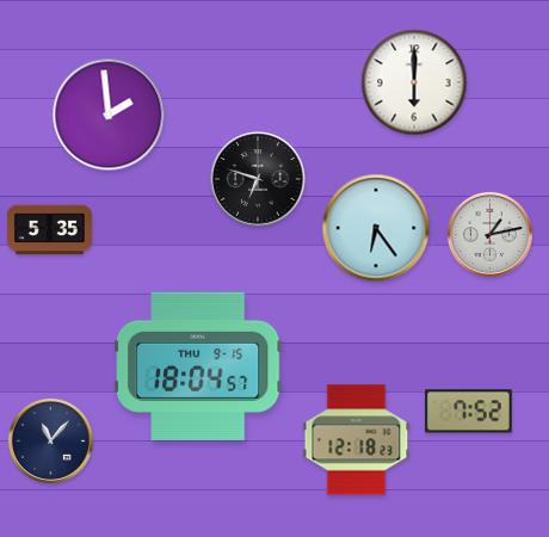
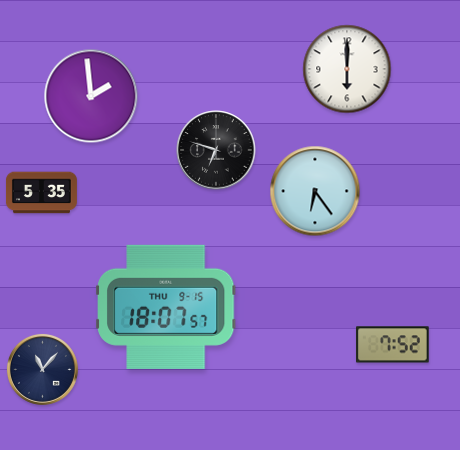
clock at (489, 234): 1:13 -> none
clock at (199, 366): 18:04 -> 18:07
clock at (357, 440): 12:18 -> none
